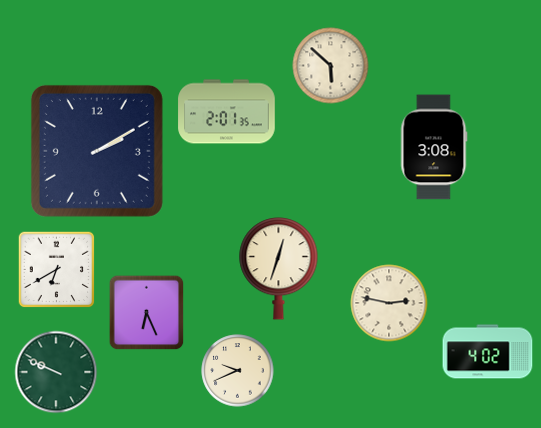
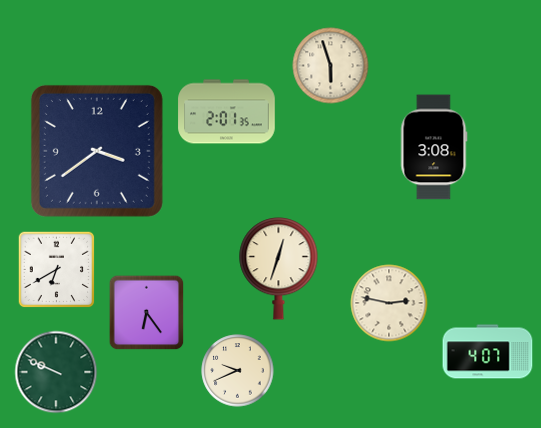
clock at (331, 66): 5:52 -> 5:57
clock at (97, 151): 2:10 -> 3:39
clock at (147, 313): 6:26 -> 6:24
clock at (488, 352): 4:02 -> 4:07
